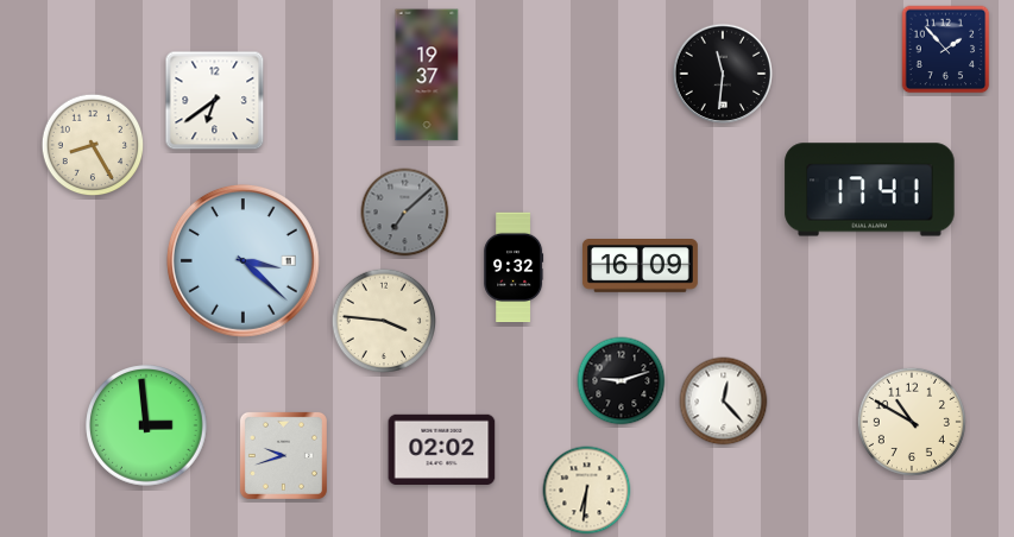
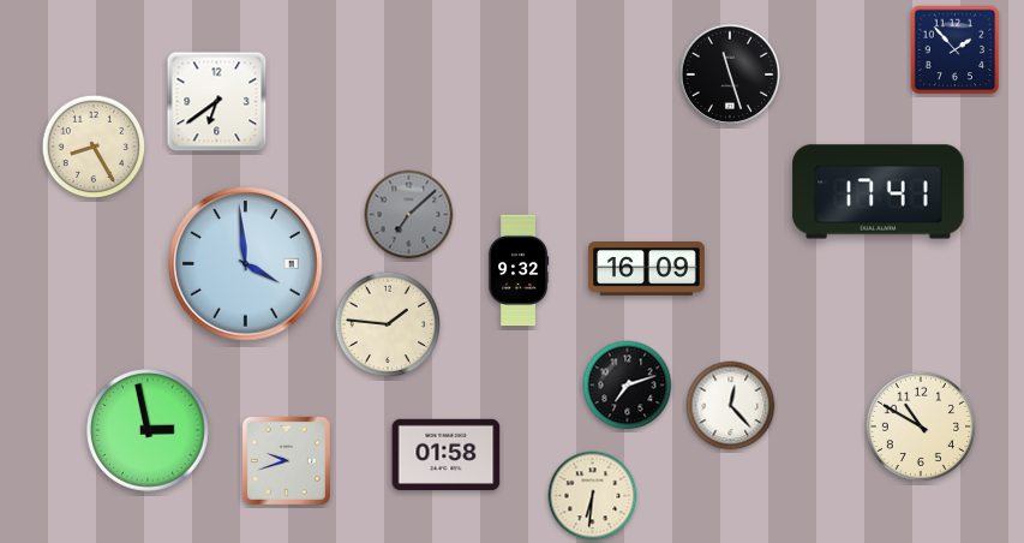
clock at (722, 72): 11:31 -> 11:27
clock at (427, 75): 19:37 -> none
clock at (243, 260): 3:22 -> 3:59
clock at (383, 320): 3:46 -> 1:46
clock at (622, 381): 9:12 -> 7:12
clock at (146, 425): 2:59 -> 2:58
clock at (442, 449): 02:02 -> 01:58
